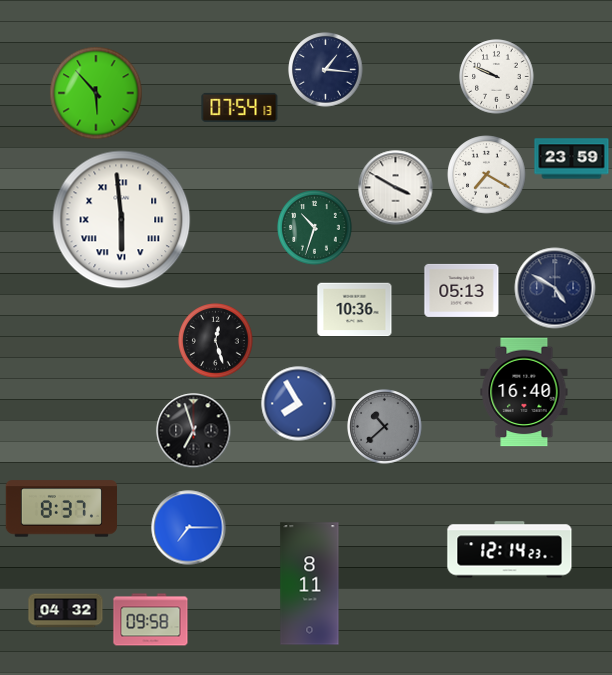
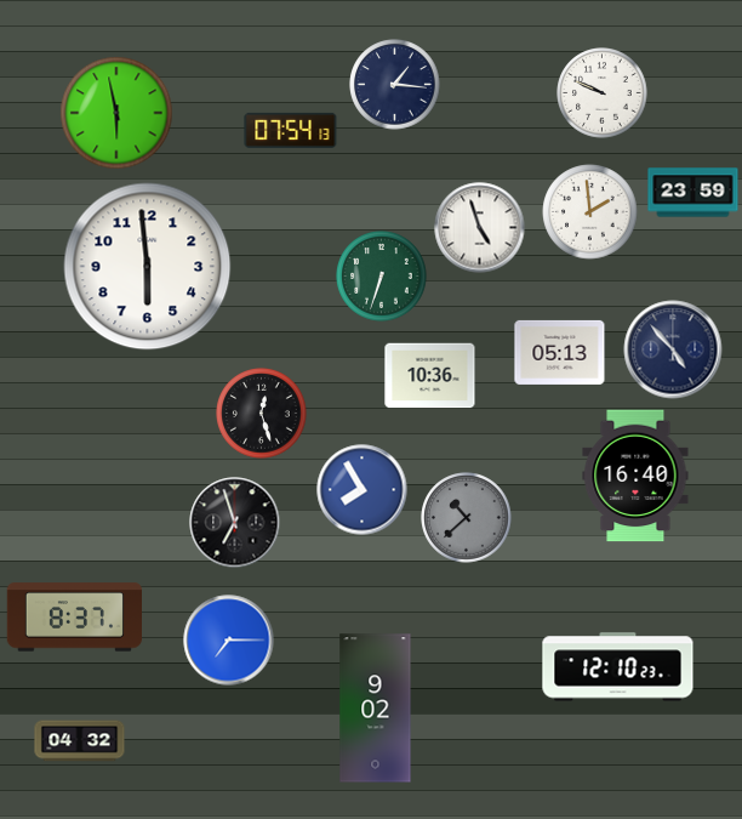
clock at (96, 93): 5:53 -> 5:58
clock at (487, 175): 7:20 -> 1:59
clock at (396, 188): 3:50 -> 4:57
clock at (122, 220) numerals: Roman -> Arabic
clock at (315, 228): 10:33 -> 6:33
clock at (555, 288): 4:50 -> 4:53
clock at (510, 550): 12:14 -> 12:10
clock at (310, 584): 8:11 -> 9:02
clock at (151, 620): 09:58 -> none
